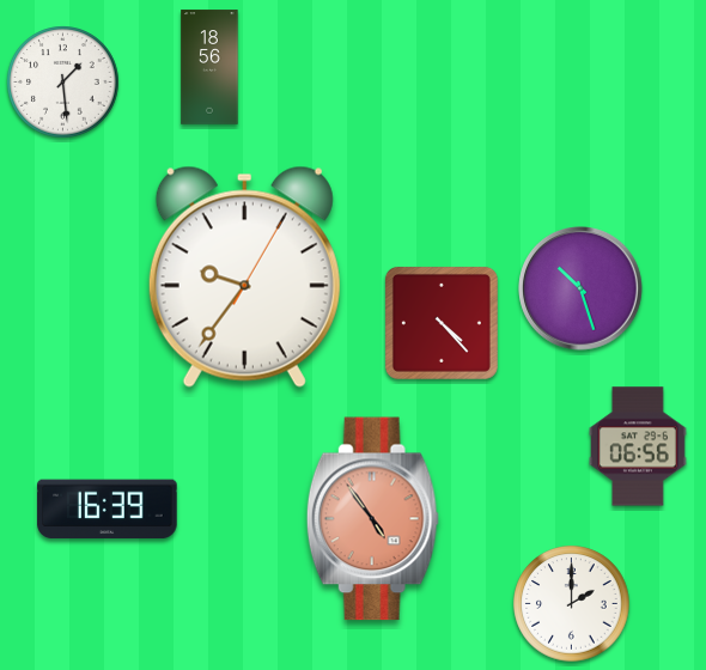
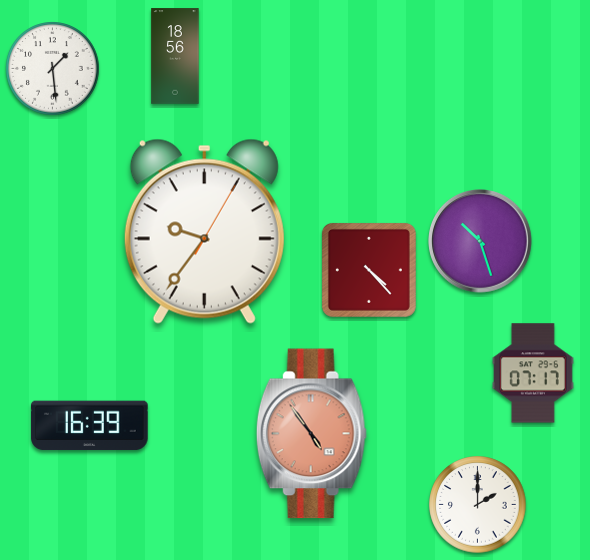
clock at (580, 288) position: (580, 288) -> (480, 241)
clock at (638, 446): 06:56 -> 07:17
